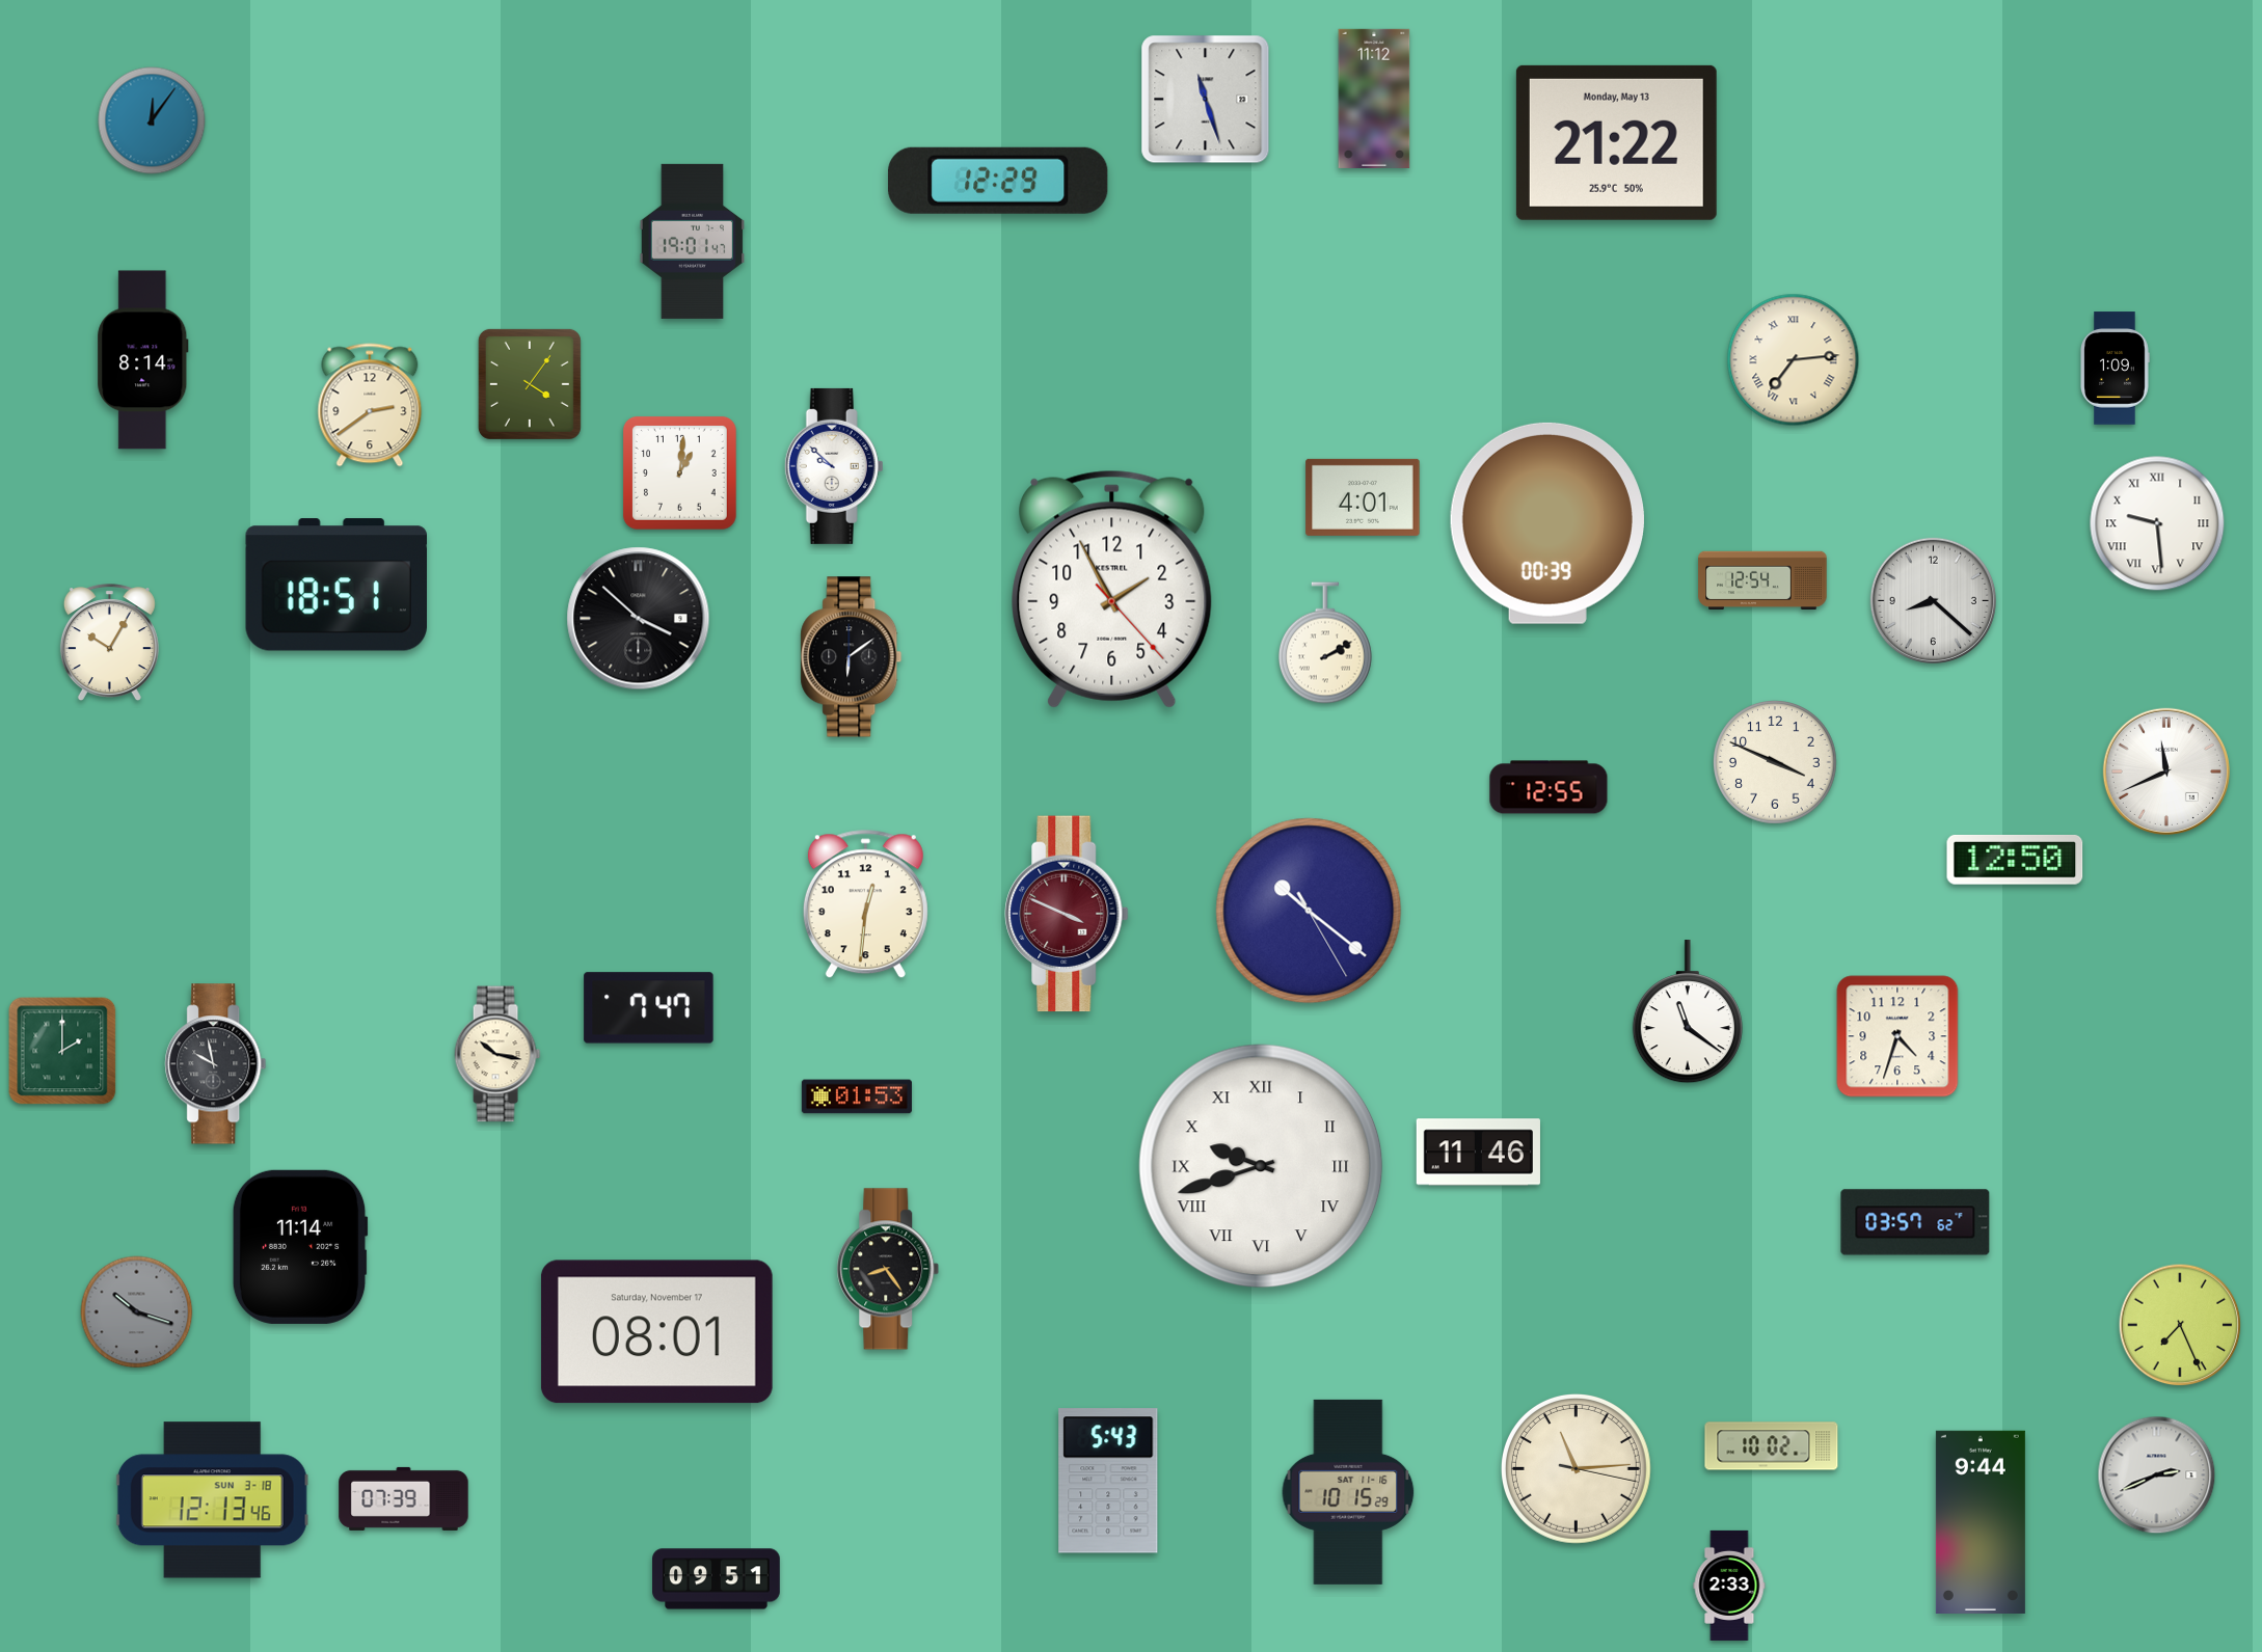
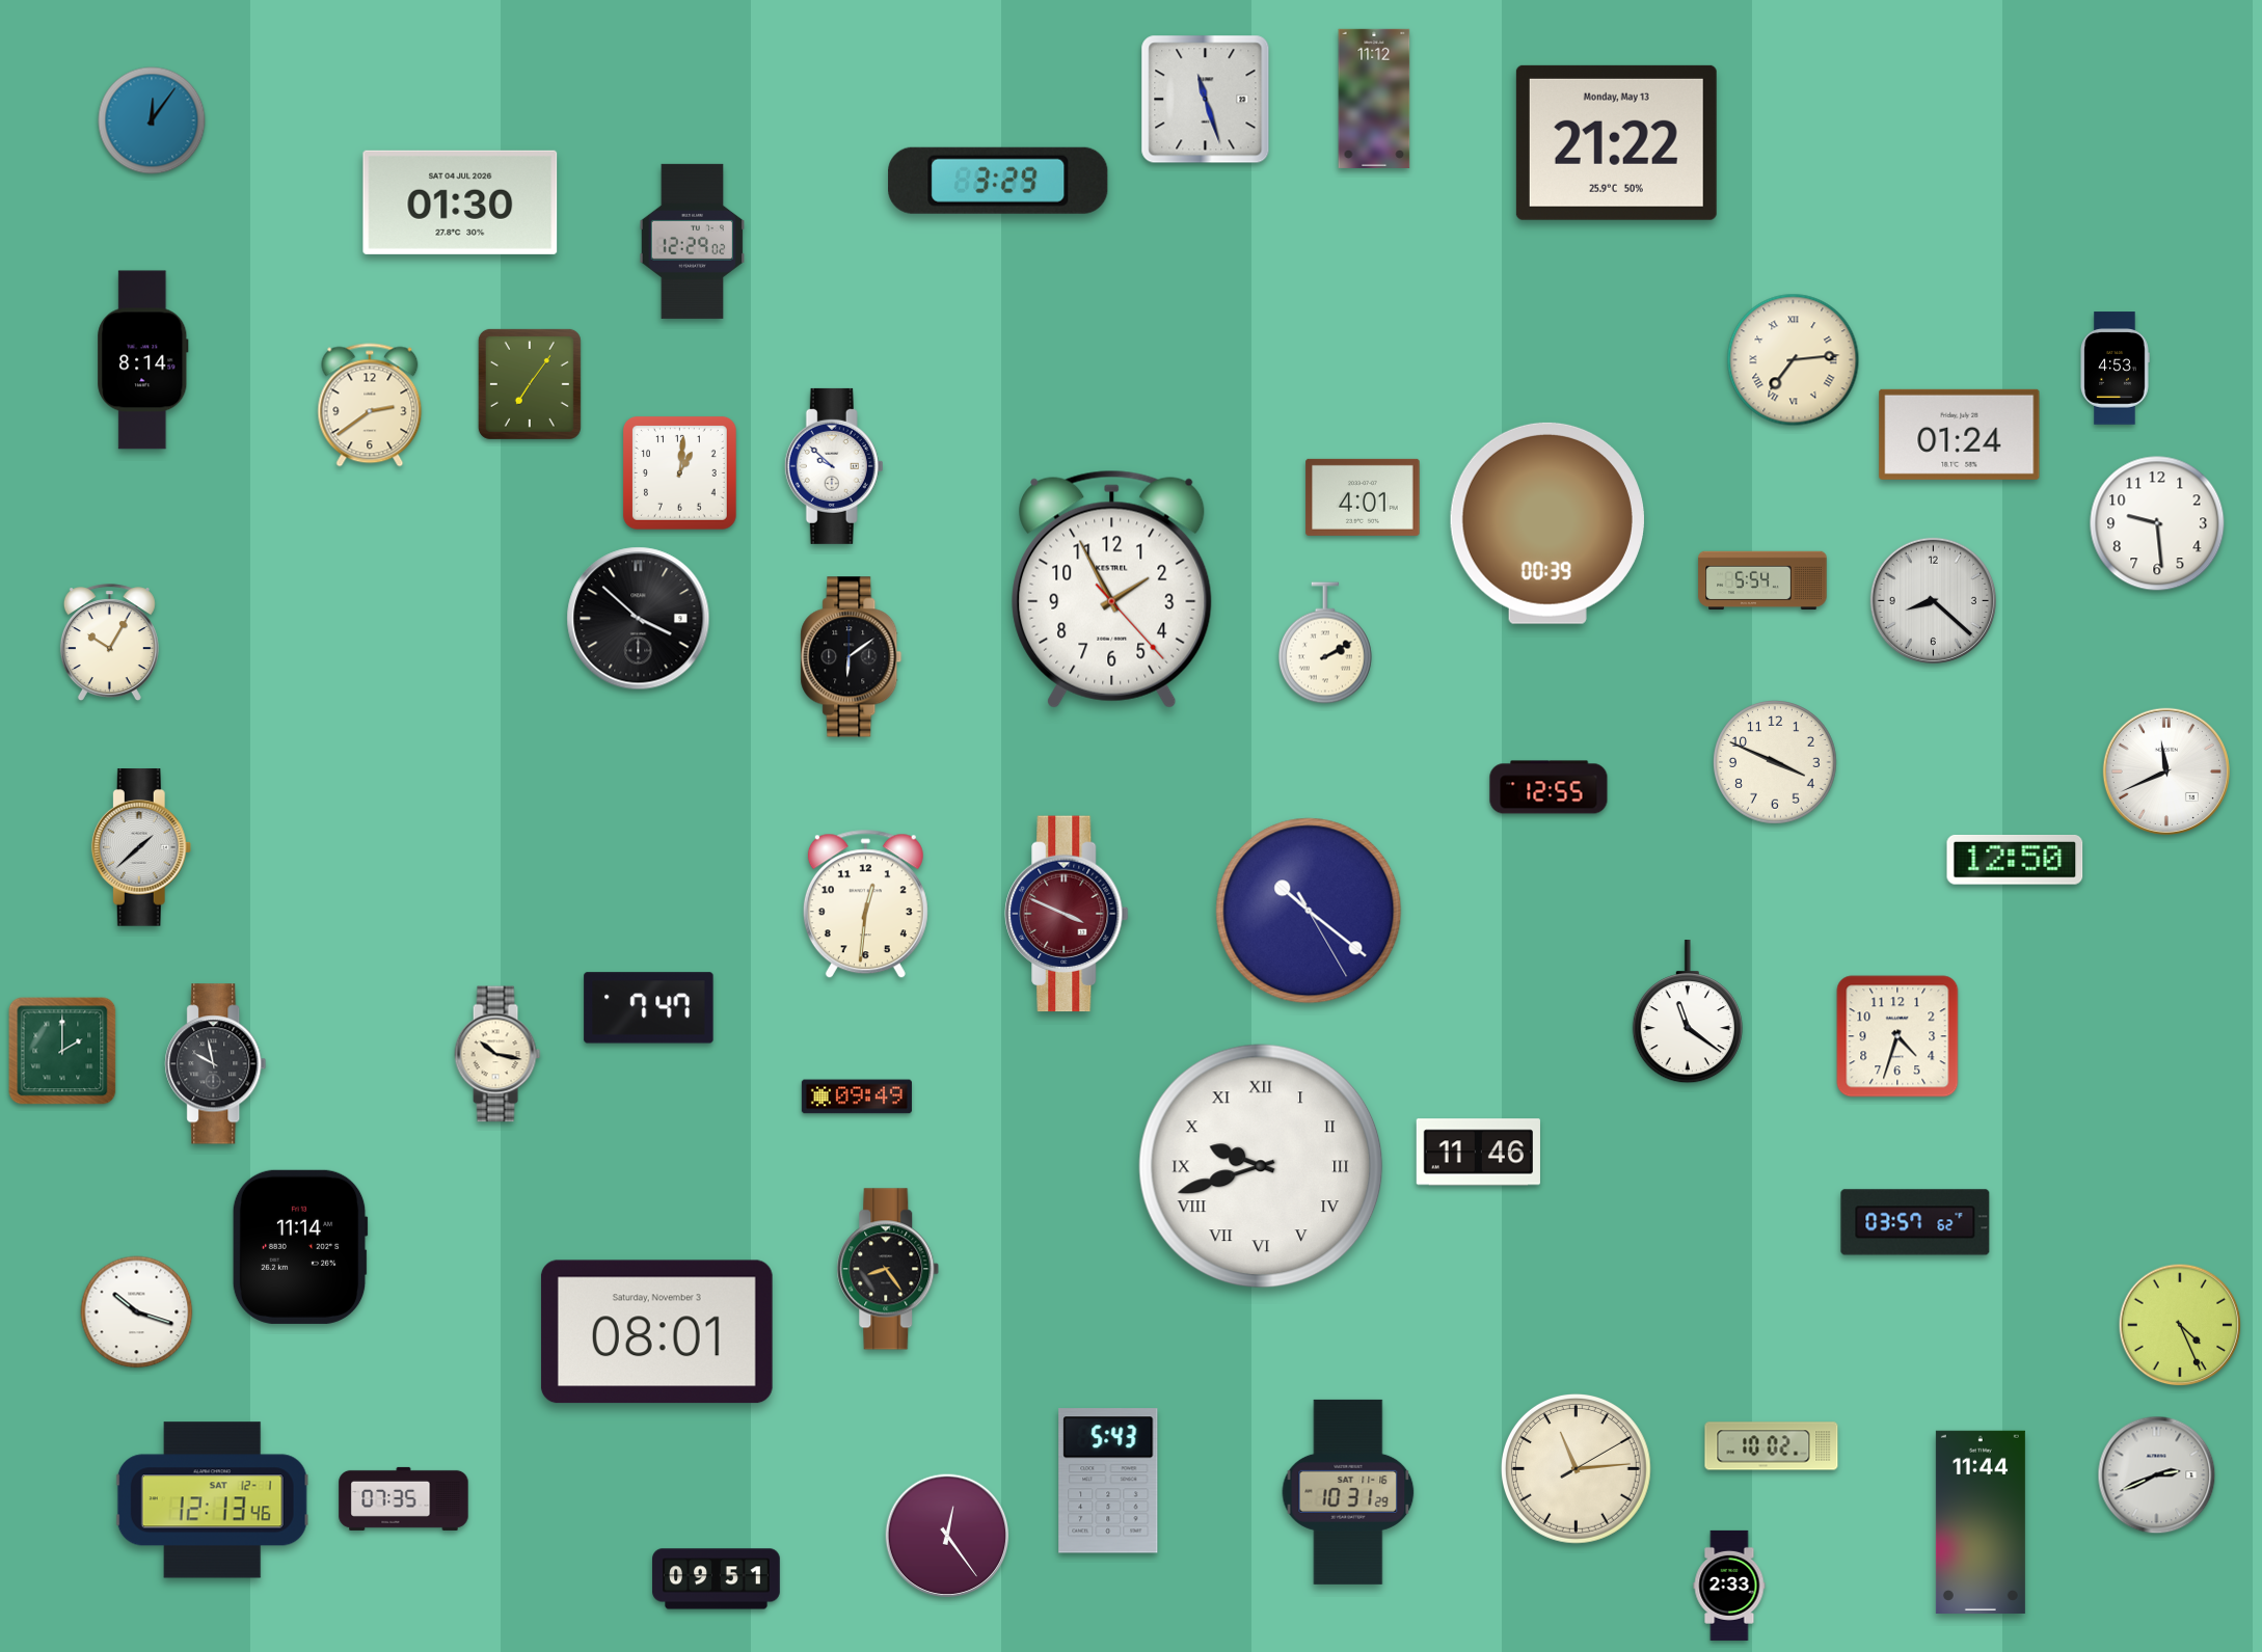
clock at (998, 181): 12:29 -> 3:29
clock at (460, 202): none -> 01:30
clock at (693, 241): 19:01 -> 12:29
clock at (2115, 369): 1:09 -> 4:53
clock at (530, 384): 4:06 -> 7:06
clock at (1960, 434): none -> 01:24
clock at (2157, 523) numerals: Roman -> Arabic
clock at (1762, 580): 12:54 -> 5:54
clock at (335, 585): 18:51 -> none
clock at (141, 847): none -> 1:38
clock at (857, 1096): 01:53 -> 09:49
clock at (137, 1312) dial: grey -> white
clock at (2180, 1325): 7:26 -> 4:26
clock at (656, 1332) date: Saturday, November 17 -> Saturday, November 3
clock at (1577, 1469): 11:14:17 -> 11:14:10
clock at (1348, 1492): 10:15 -> 10:31
clock at (404, 1498): 07:39 -> 07:35
clock at (212, 1500) date: SUN 3-18 -> SAT 12-1
clock at (1981, 1522): 9:44 -> 11:44
clock at (947, 1536): none -> 12:24
